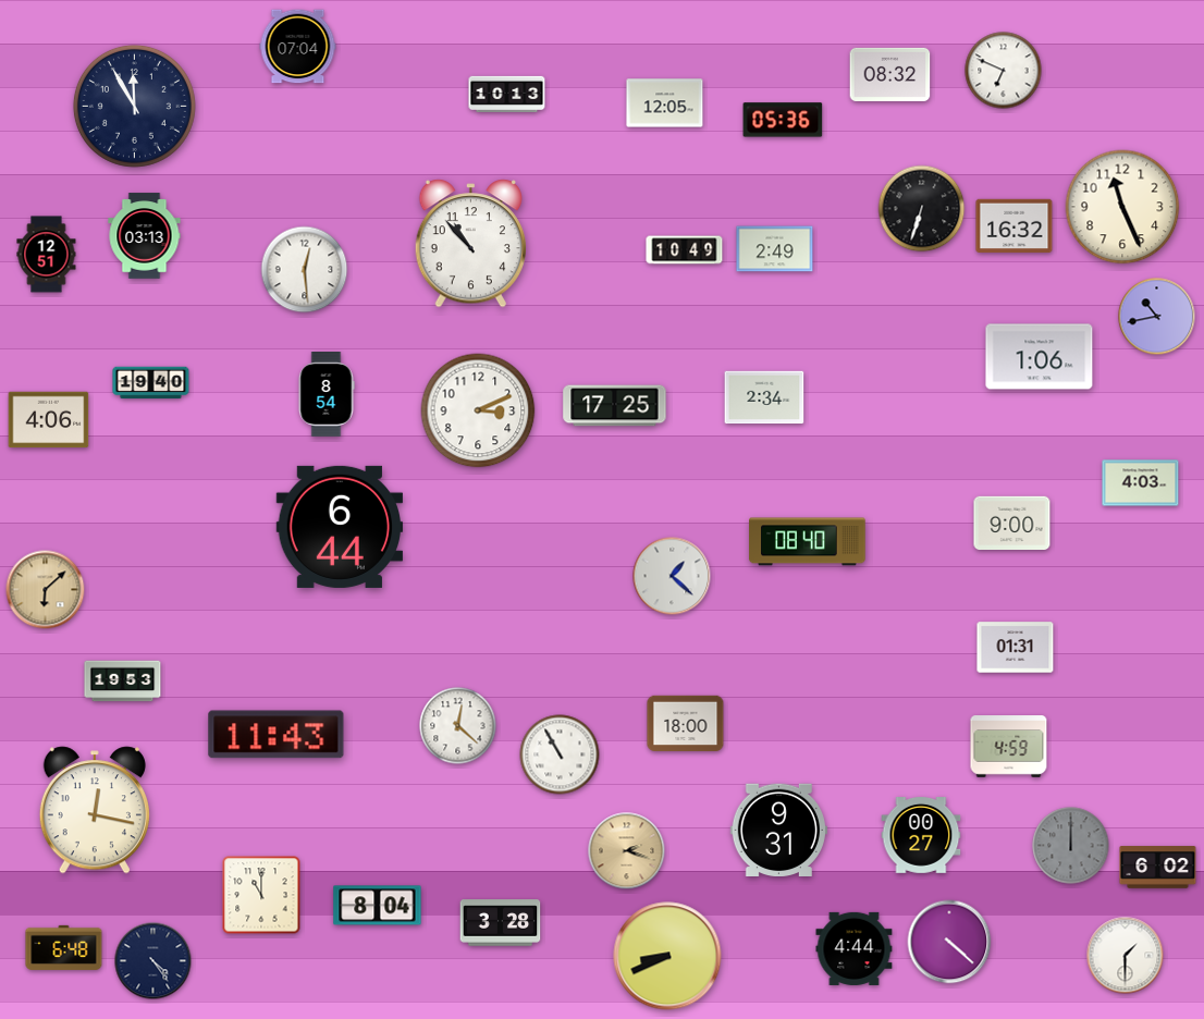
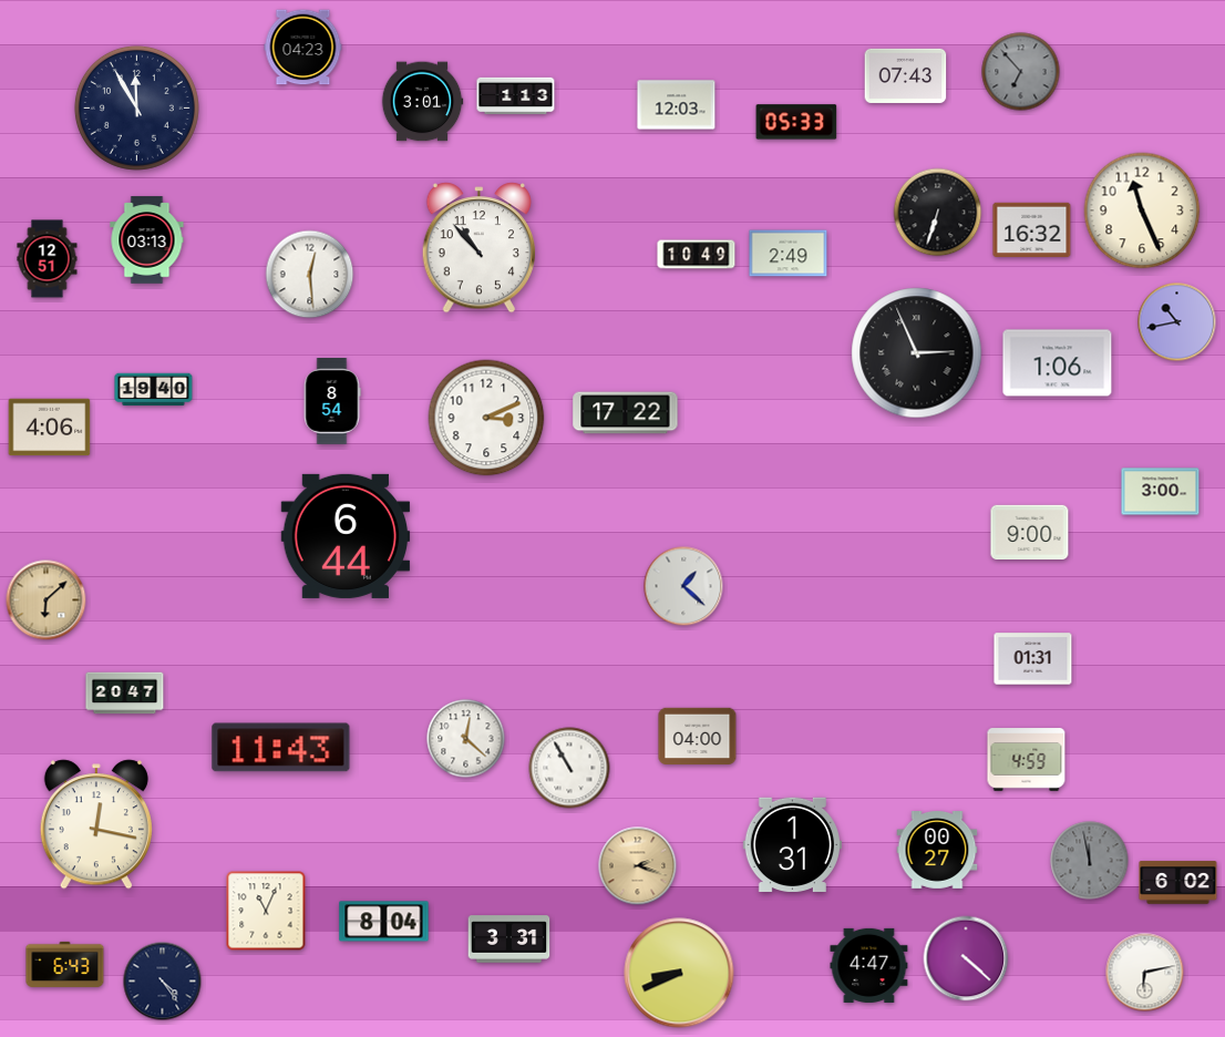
clock at (298, 47): 07:04 -> 04:23
clock at (1004, 71): 6:49 -> 6:53
clock at (1004, 71) dial: white -> grey
clock at (890, 74): 08:32 -> 07:43
clock at (507, 94): 10:13 -> 1:13
clock at (422, 102): none -> 3:01
clock at (665, 103): 12:05 -> 12:03
clock at (783, 120): 05:36 -> 05:33
clock at (917, 353): none -> 2:56
clock at (764, 397): 2:34 -> none
clock at (615, 406): 17:25 -> 17:22
clock at (1141, 483): 4:03 -> 3:00
clock at (808, 542): 08:40 -> none
clock at (123, 682): 19:53 -> 20:47
clock at (686, 724): 18:00 -> 04:00
clock at (778, 830): 9:31 -> 1:31
clock at (1071, 846): 12:00 -> 11:58
clock at (261, 895): 11:00 -> 11:04
clock at (501, 923): 3:28 -> 3:31
clock at (64, 947): 6:48 -> 6:43
clock at (855, 948): 4:44 -> 4:47
clock at (1126, 956): 1:30 -> 6:13
clock at (153, 961) position: (153, 961) -> (163, 982)
